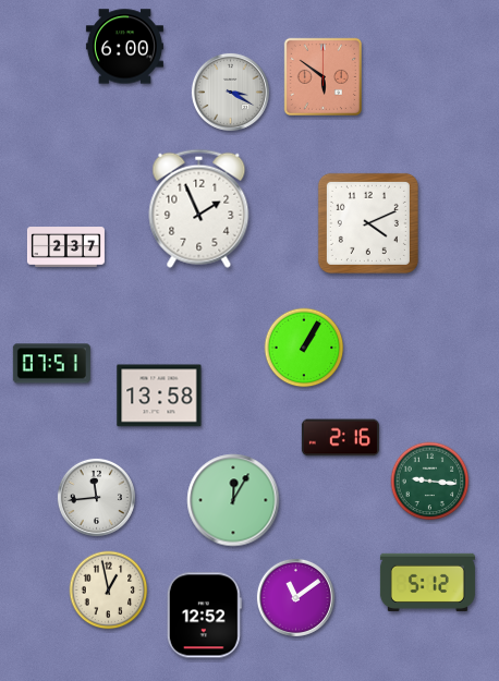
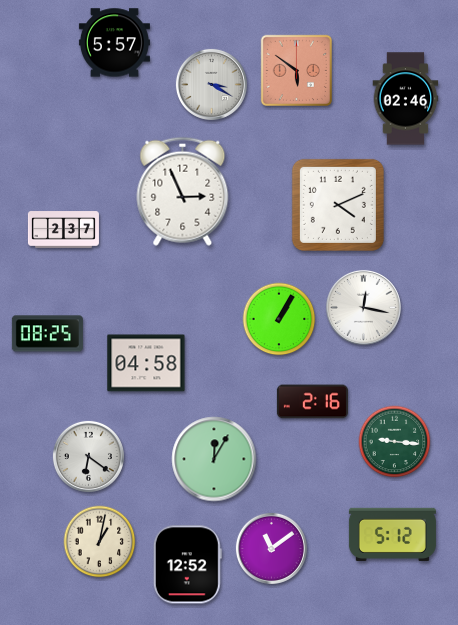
clock at (124, 47): 6:00 -> 5:57
clock at (406, 99): none -> 02:46
clock at (199, 208): 1:56 -> 2:56
clock at (65, 247) position: (65, 247) -> (63, 230)
clock at (363, 307): none -> 12:17
clock at (51, 364): 07:51 -> 08:25
clock at (159, 396): 13:58 -> 04:58
clock at (96, 497): 11:44 -> 6:21
clock at (109, 591): 12:58 -> 1:02
